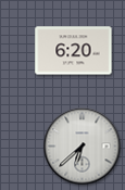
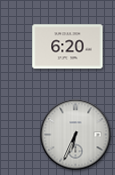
clock at (83, 147): 6:38 -> 6:34
